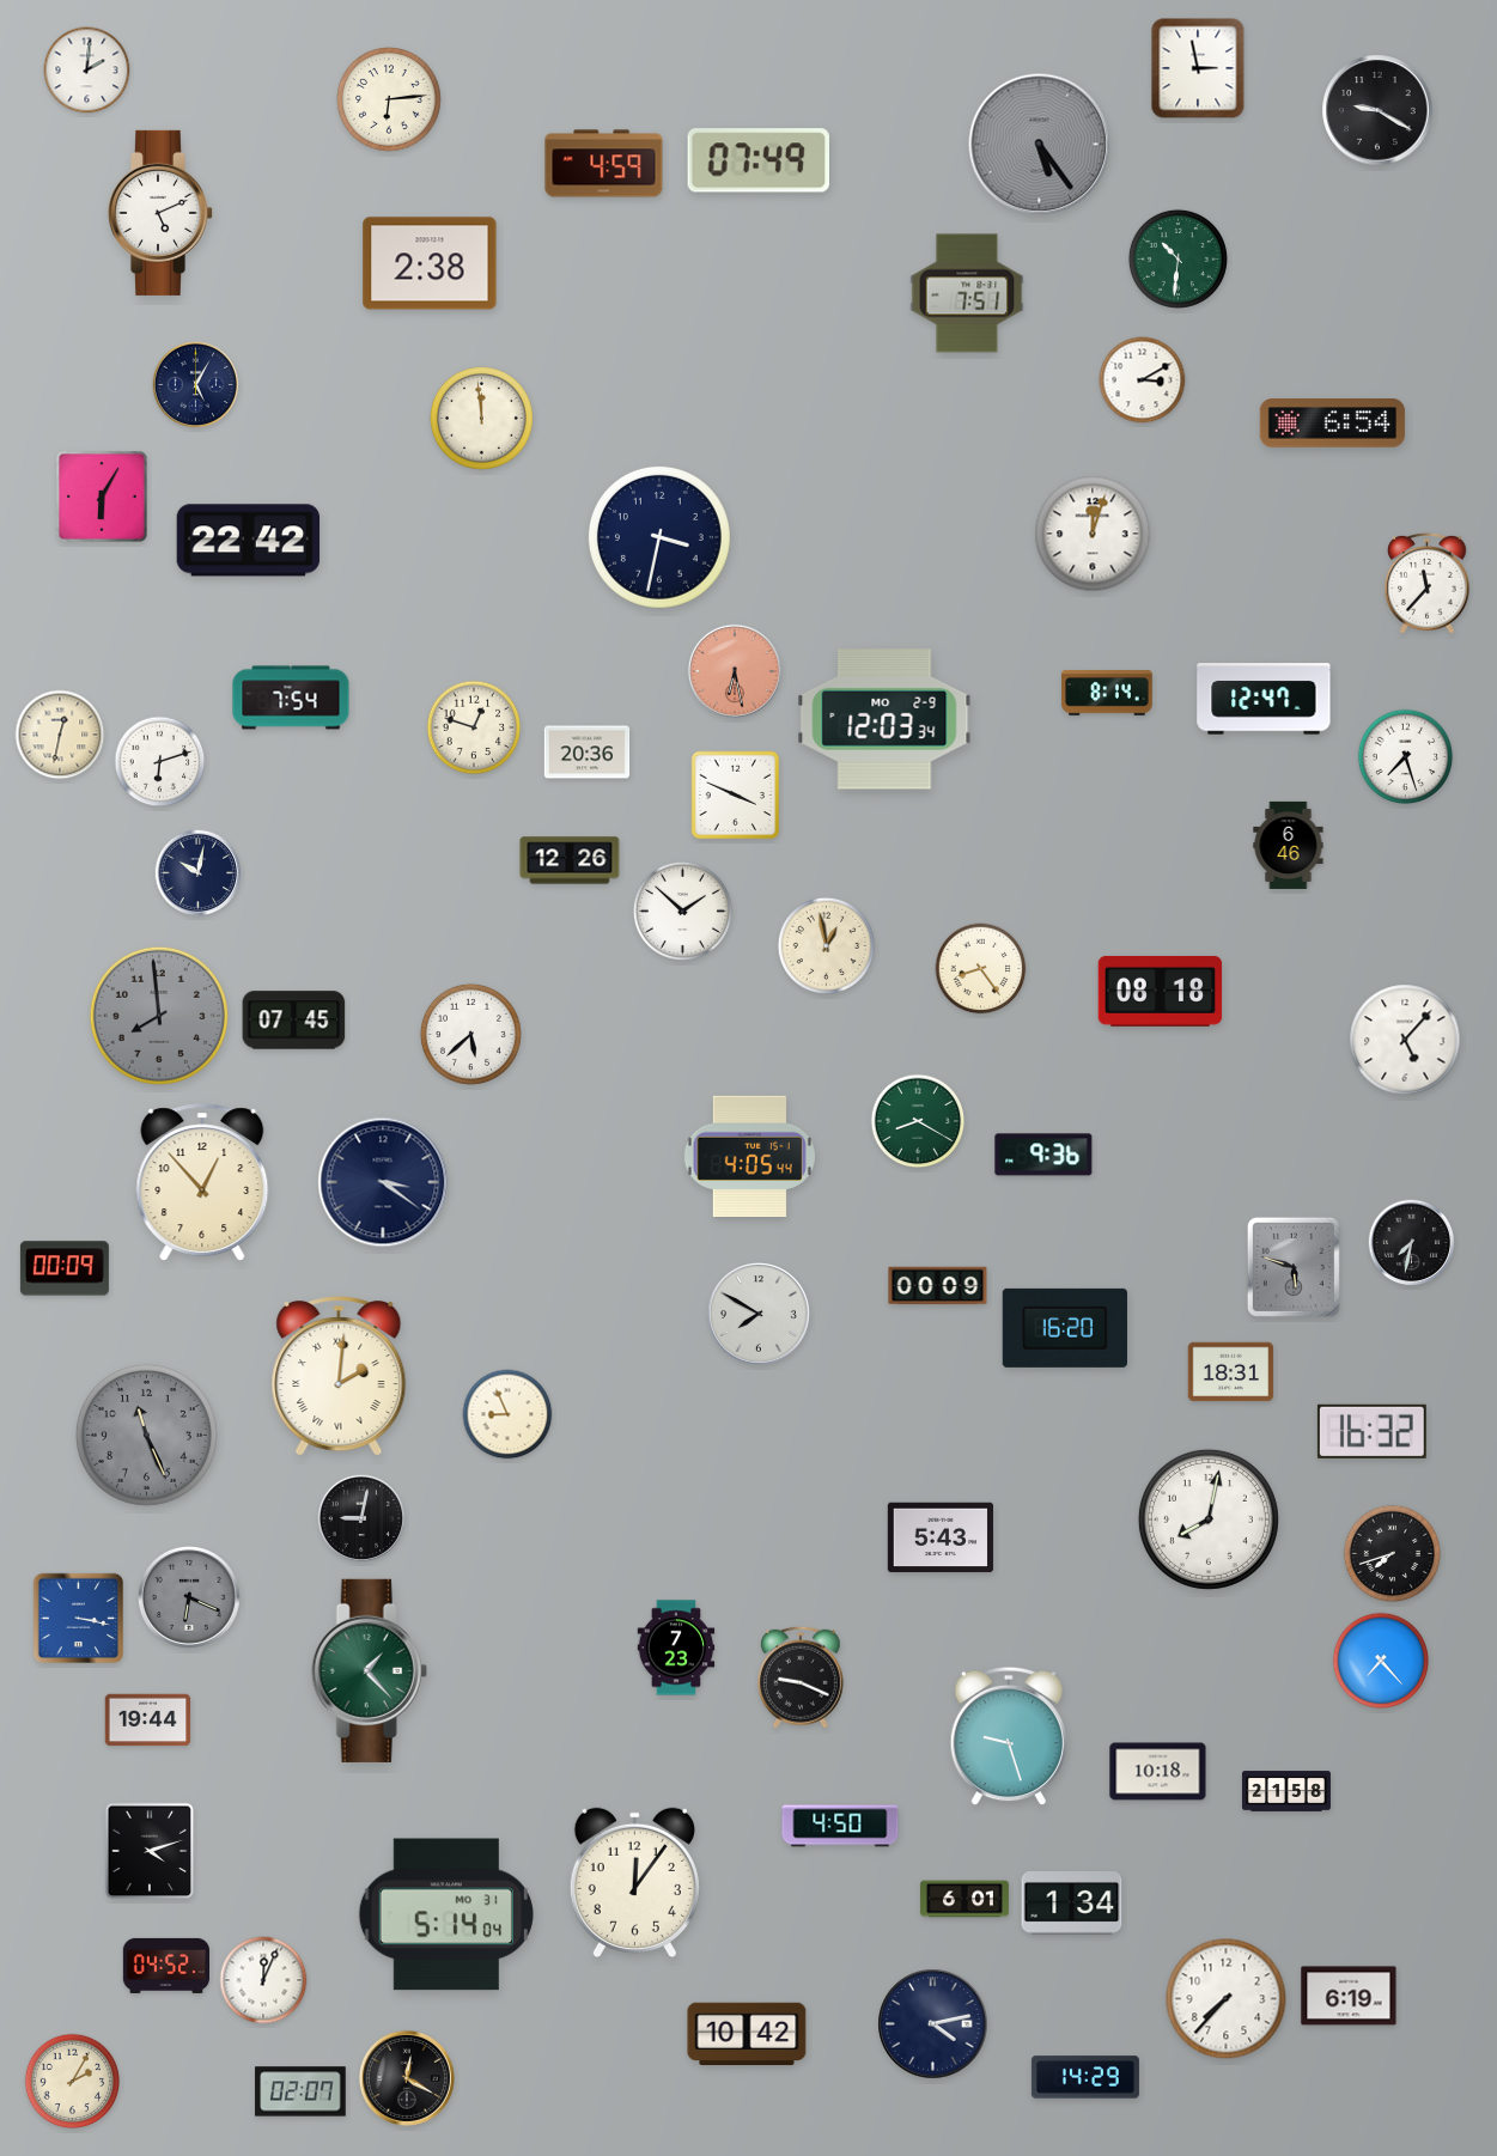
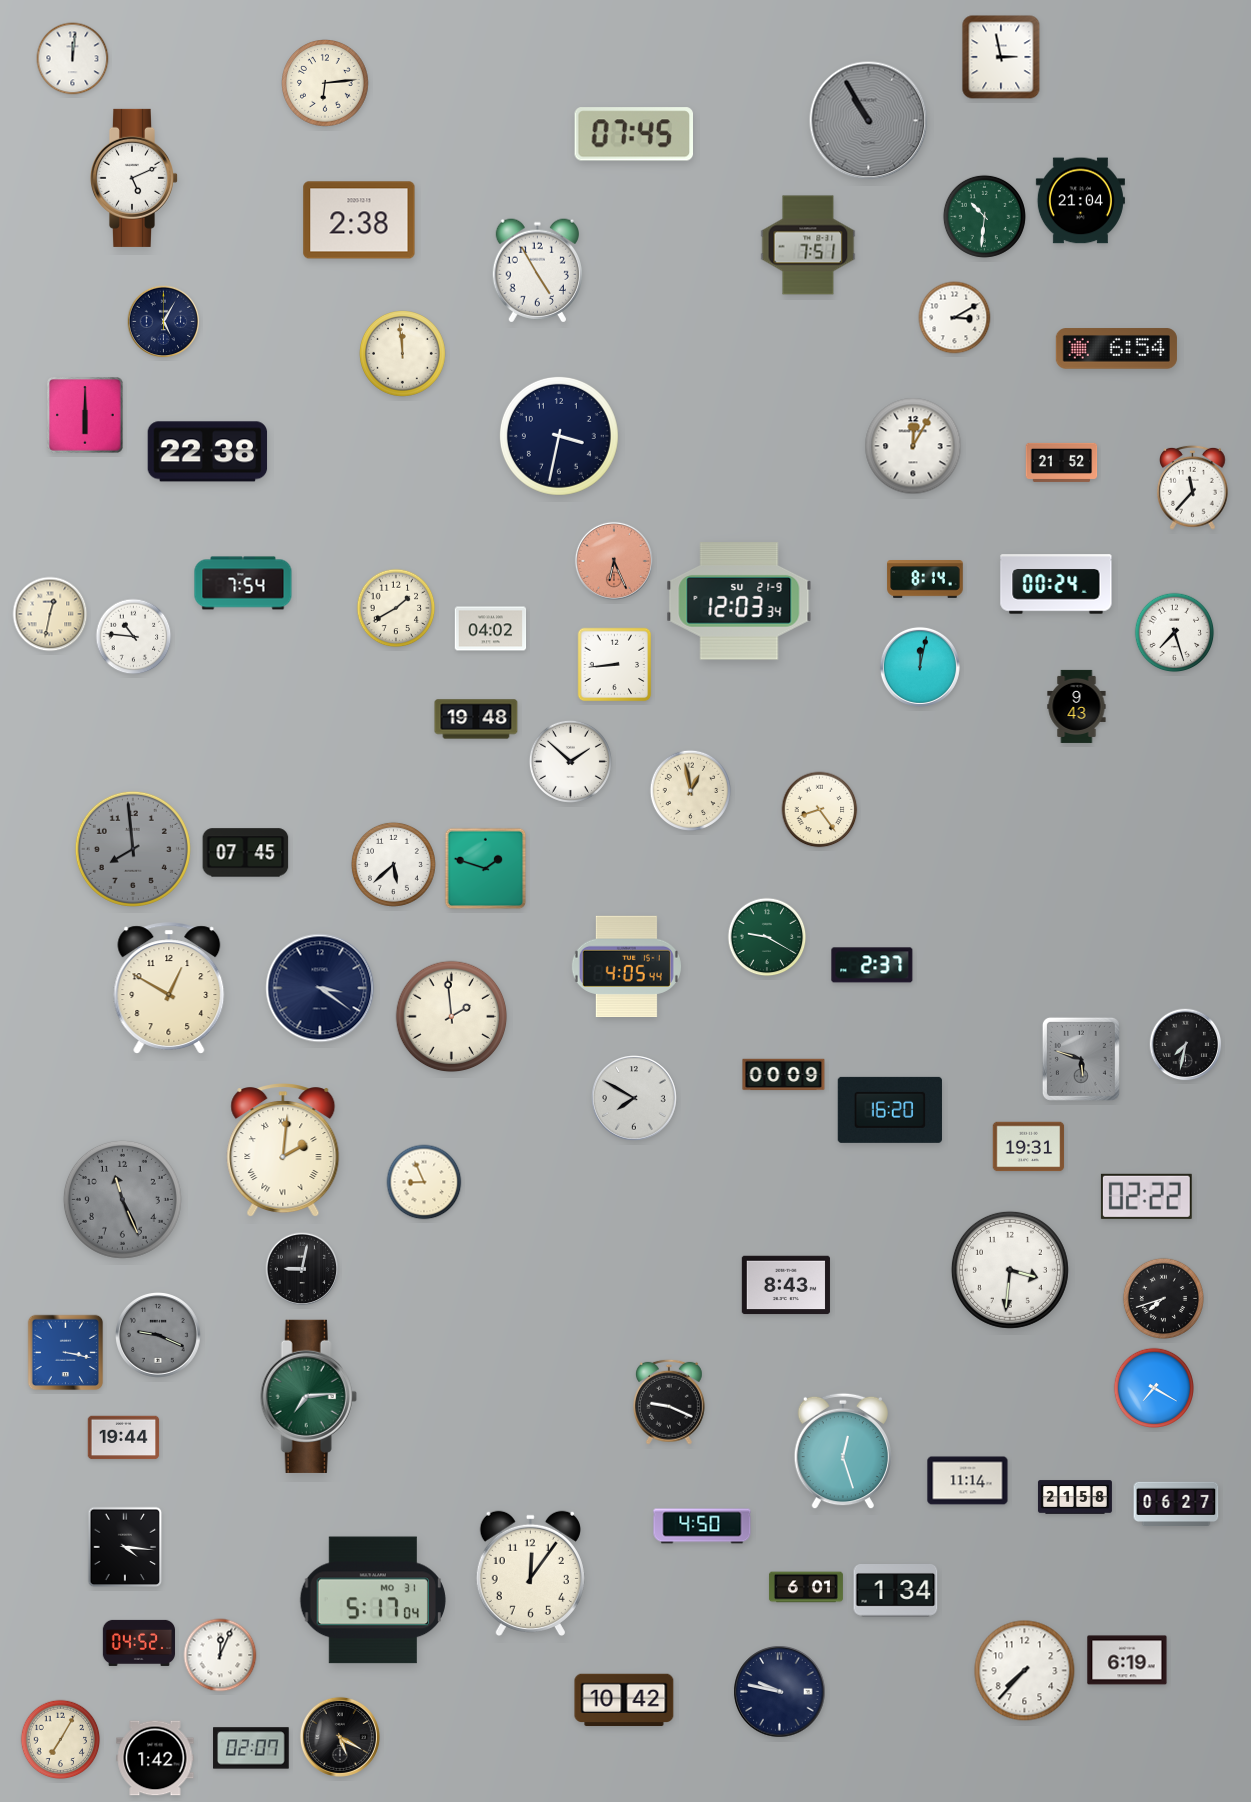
clock at (87, 71): 2:01 -> 12:01
clock at (1377, 110): 9:20 -> none
clock at (1040, 145): 5:24 -> 10:55
clock at (759, 160): 07:49 -> 07:45
clock at (604, 164): 4:59 -> none
clock at (1080, 201): none -> 21:04
clock at (537, 271): none -> 4:55
clock at (482, 419) position: (482, 419) -> (403, 354)
clock at (1332, 424) position: (1332, 424) -> (1116, 349)
clock at (102, 497): 6:05 -> 6:00
clock at (1093, 534): 12:03 -> 12:05
clock at (659, 537) position: (659, 537) -> (559, 436)
clock at (249, 541): 22:42 -> 22:38
clock at (1062, 462): none -> 21:52
clock at (735, 671): 6:28 -> 6:26
clock at (1264, 699): 12:47 -> 00:24
clock at (884, 719) date: MO 2-9 -> SU 21-9
clock at (474, 727): 12:48 -> 1:40
clock at (588, 753): 20:36 -> 04:02
clock at (160, 762): 6:12 -> 10:46
clock at (736, 796): 3:49 -> 8:44
clock at (920, 667): none -> 12:02
clock at (1289, 845): 6:46 -> 9:43
clock at (570, 860): 12:26 -> 19:48
clock at (199, 873): 10:02 -> none
clock at (1161, 992): 08:18 -> none
clock at (486, 869): none -> 1:48
clock at (1405, 1040): 5:07 -> none
clock at (918, 1121): 8:20 -> 9:20
clock at (1043, 1155): 9:36 -> 2:37
clock at (202, 1182): 12:53 -> 12:50
clock at (452, 1017): none -> 1:59
clock at (1412, 1243) position: (1412, 1243) -> (1186, 1045)
clock at (65, 1268): 00:09 -> none
clock at (1231, 1372): 18:31 -> 19:31
clock at (1371, 1431): 16:32 -> 02:22
clock at (1209, 1519): 8:02 -> 3:31
clock at (939, 1537): 5:43 -> 8:43
clock at (190, 1598): 6:19 -> 9:19
clock at (676, 1648): 7:23 -> none
clock at (1381, 1661): 7:23 -> 7:20
clock at (369, 1670): 1:23 -> 7:14
clock at (1009, 1736): 9:27 -> 12:27
clock at (1158, 1772): 10:18 -> 11:14
clock at (1176, 1503): none -> 06:27
clock at (150, 1851): 4:12 -> 4:16
clock at (446, 1914): 5:14 -> 5:17
clock at (1349, 1996) position: (1349, 1996) -> (1127, 1660)
clock at (933, 2024): 4:13 -> 9:47
clock at (1085, 2077): 14:29 -> none
clock at (407, 2078): 12:20 -> 5:20
clock at (73, 2082): 2:05 -> 7:05
clock at (155, 1758): none -> 1:42
